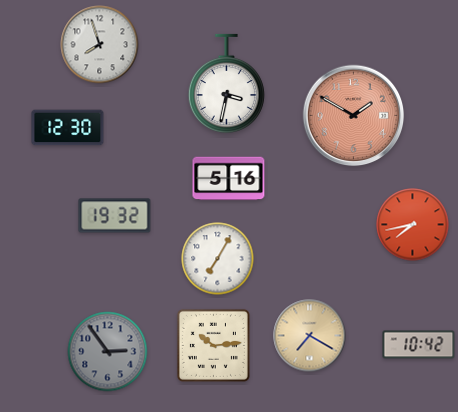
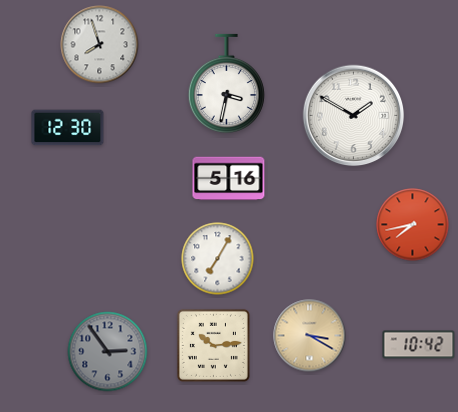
clock at (354, 116) dial: salmon -> white
clock at (115, 216): 19:32 -> none
clock at (310, 336): 7:20 -> 3:20
